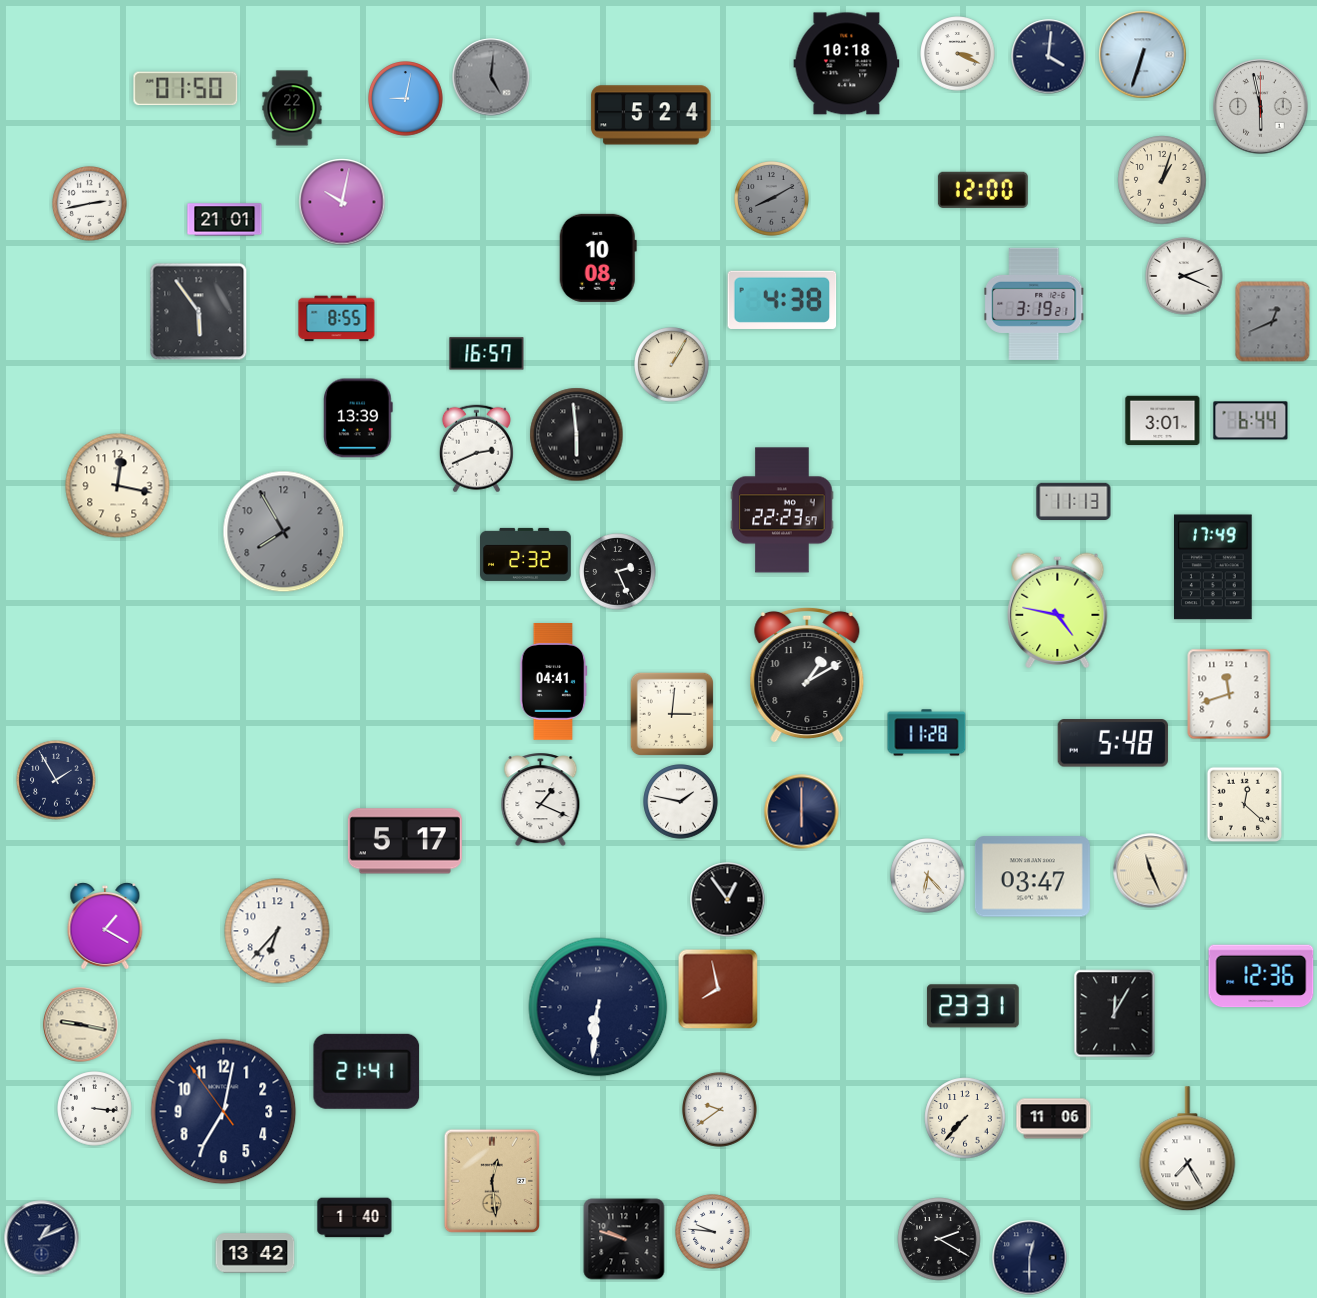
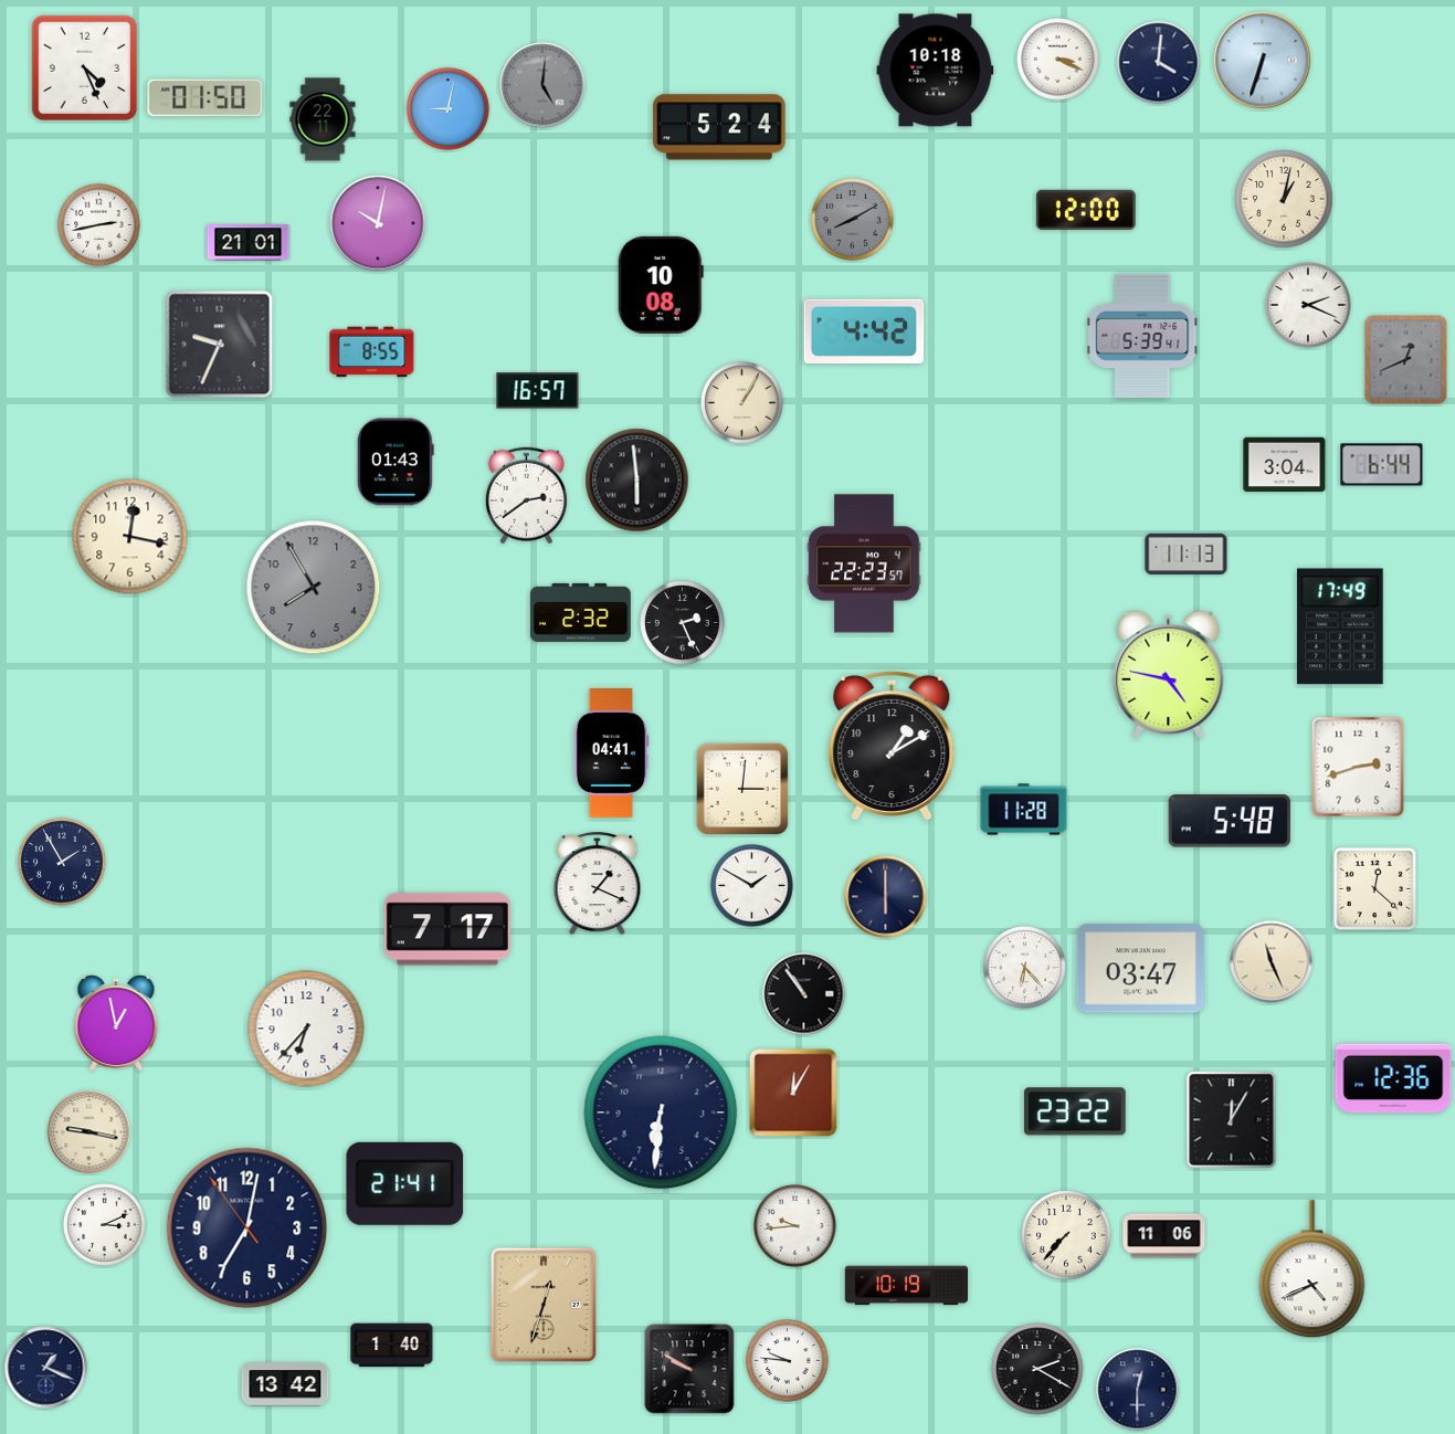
clock at (85, 68): none -> 4:26
clock at (1261, 107): 5:58 -> none
clock at (1162, 180): 1:03 -> 1:02
clock at (782, 300): 4:38 -> 4:42
clock at (1034, 304): 3:19 -> 5:39
clock at (199, 312): 5:54 -> 9:34
clock at (1273, 322) position: (1273, 322) -> (1406, 360)
clock at (358, 418): 13:39 -> 01:43
clock at (1163, 421): 3:01 -> 3:04
clock at (476, 449): 2:41 -> 2:39
clock at (618, 572) position: (618, 572) -> (683, 623)
clock at (1229, 694): 11:42 -> 2:42
clock at (681, 802): 1:47 -> 1:50
clock at (405, 841): 5:17 -> 7:17
clock at (728, 900): 12:54 -> 10:54
clock at (105, 926): 1:20 -> 12:58
clock at (718, 989): 7:58 -> 12:05
clock at (973, 1006): 23:31 -> 23:22
clock at (95, 1109): 3:16 -> 3:11
clock at (720, 1110): 9:39 -> 9:44
clock at (1188, 1149): 7:25 -> 4:41
clock at (907, 1286): none -> 10:19
clock at (491, 1181): 12:29 -> 12:33
clock at (42, 1238): 1:11 -> 1:19
clock at (624, 1239): 9:48 -> 9:50
clock at (255, 1253) position: (255, 1253) -> (285, 1384)
